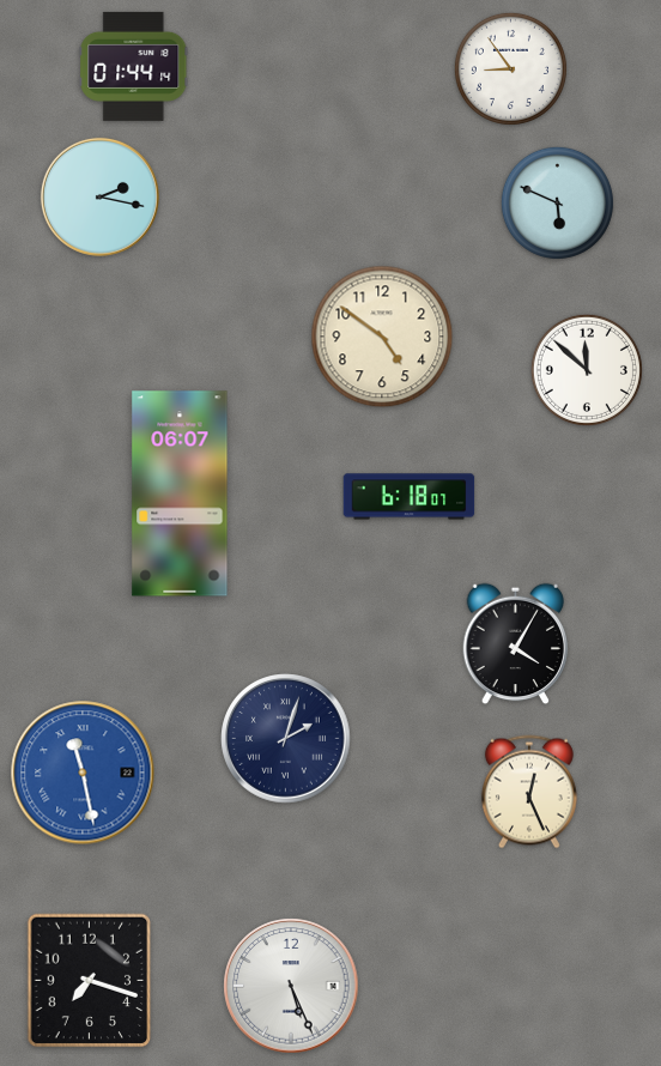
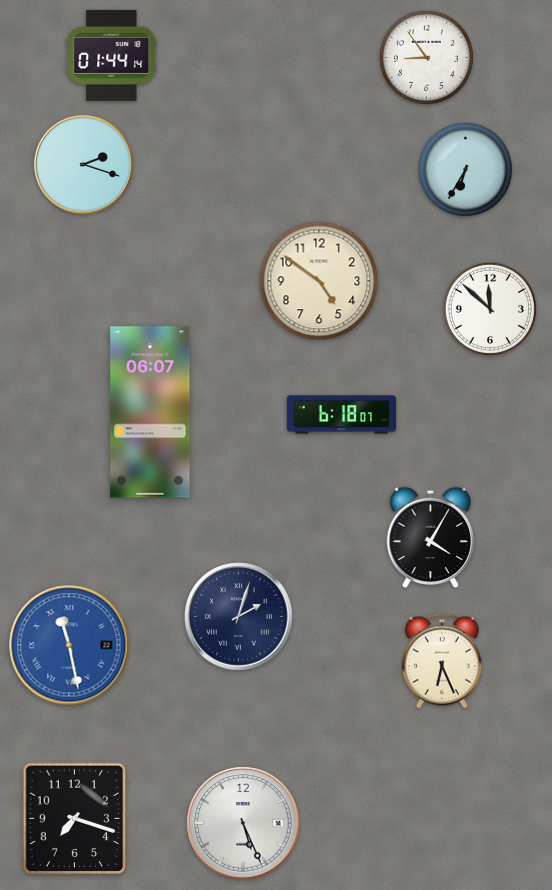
clock at (99, 196): 2:17 -> 2:18
clock at (557, 202): 5:49 -> 6:35
clock at (529, 792): 12:26 -> 6:26
